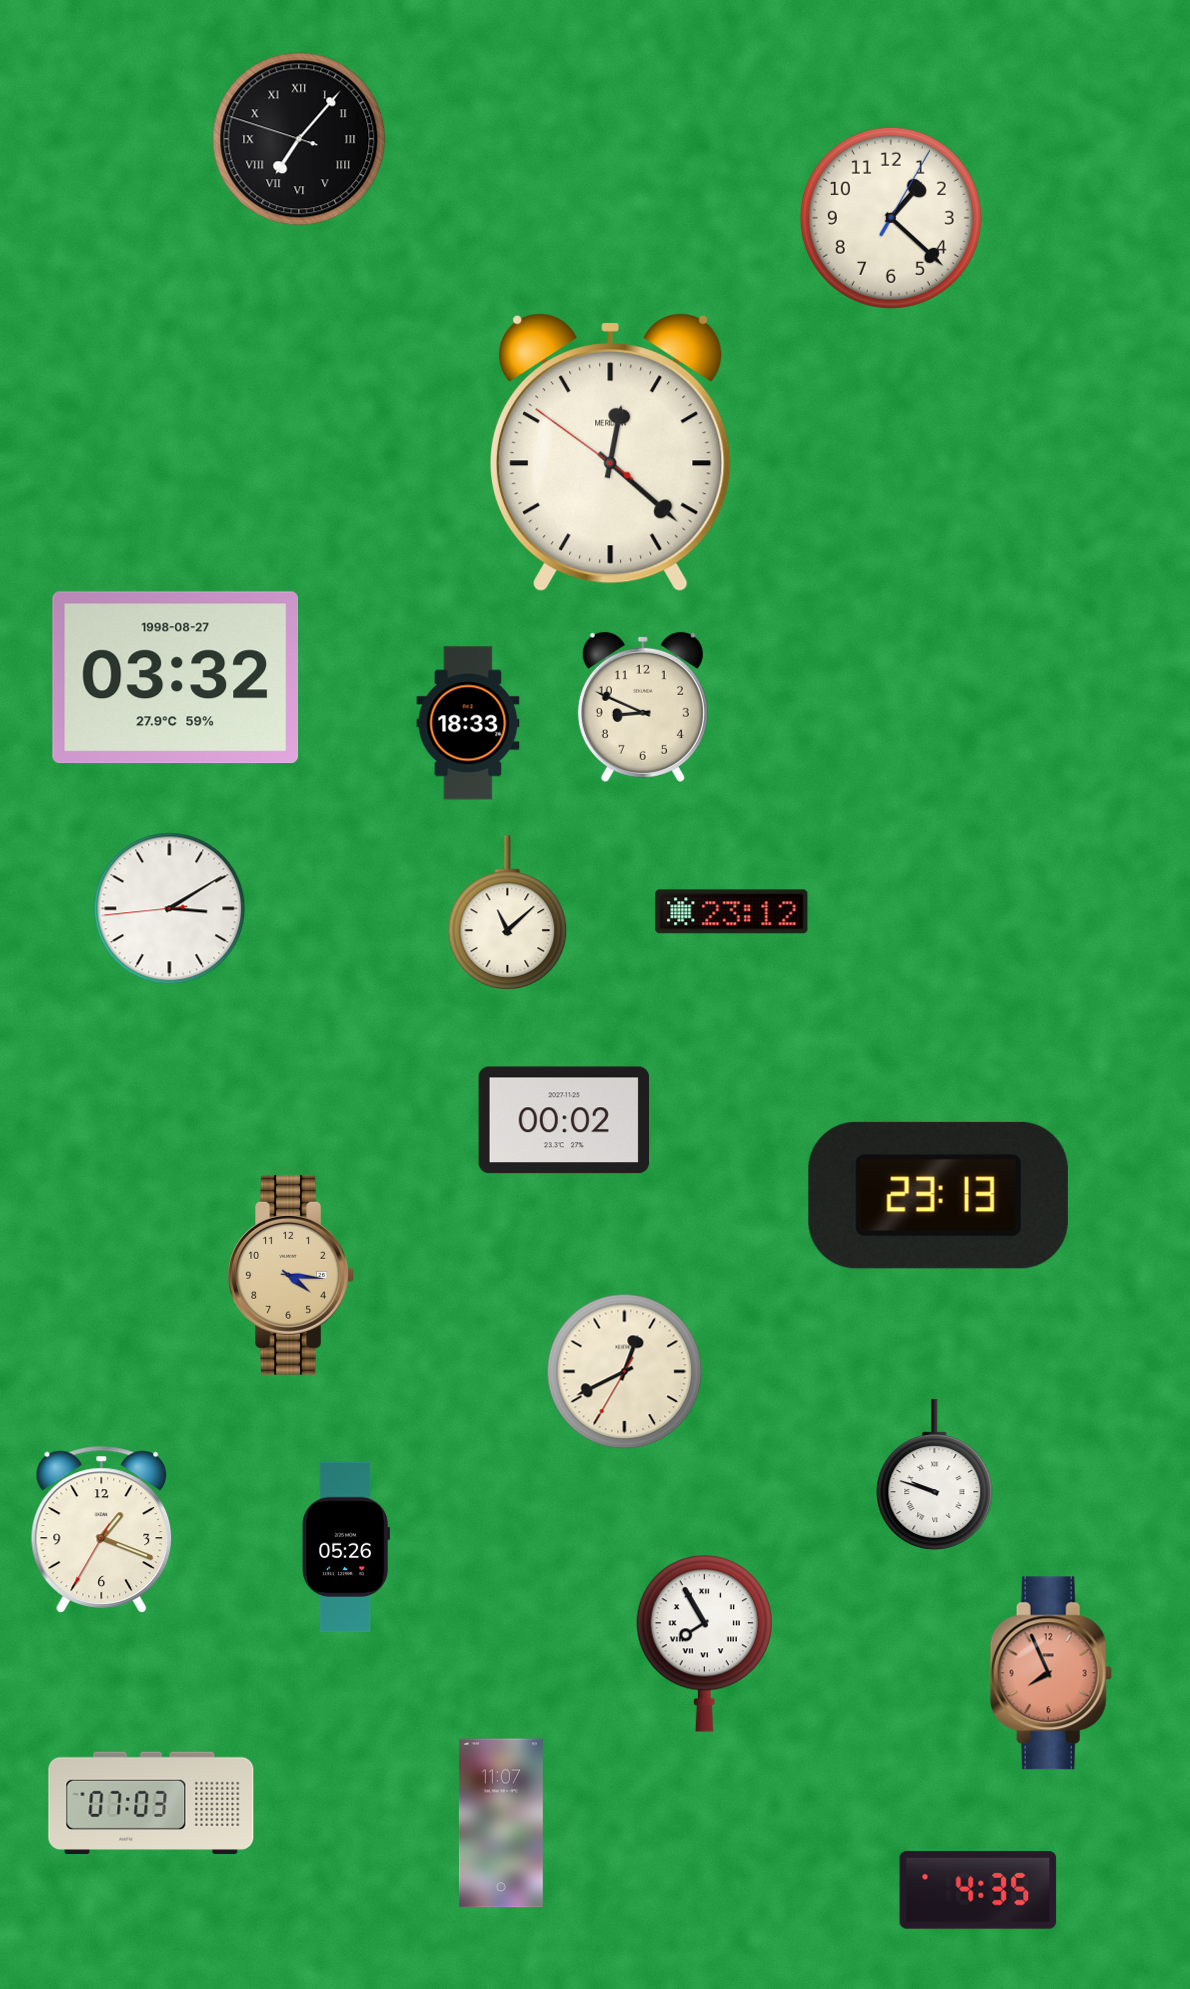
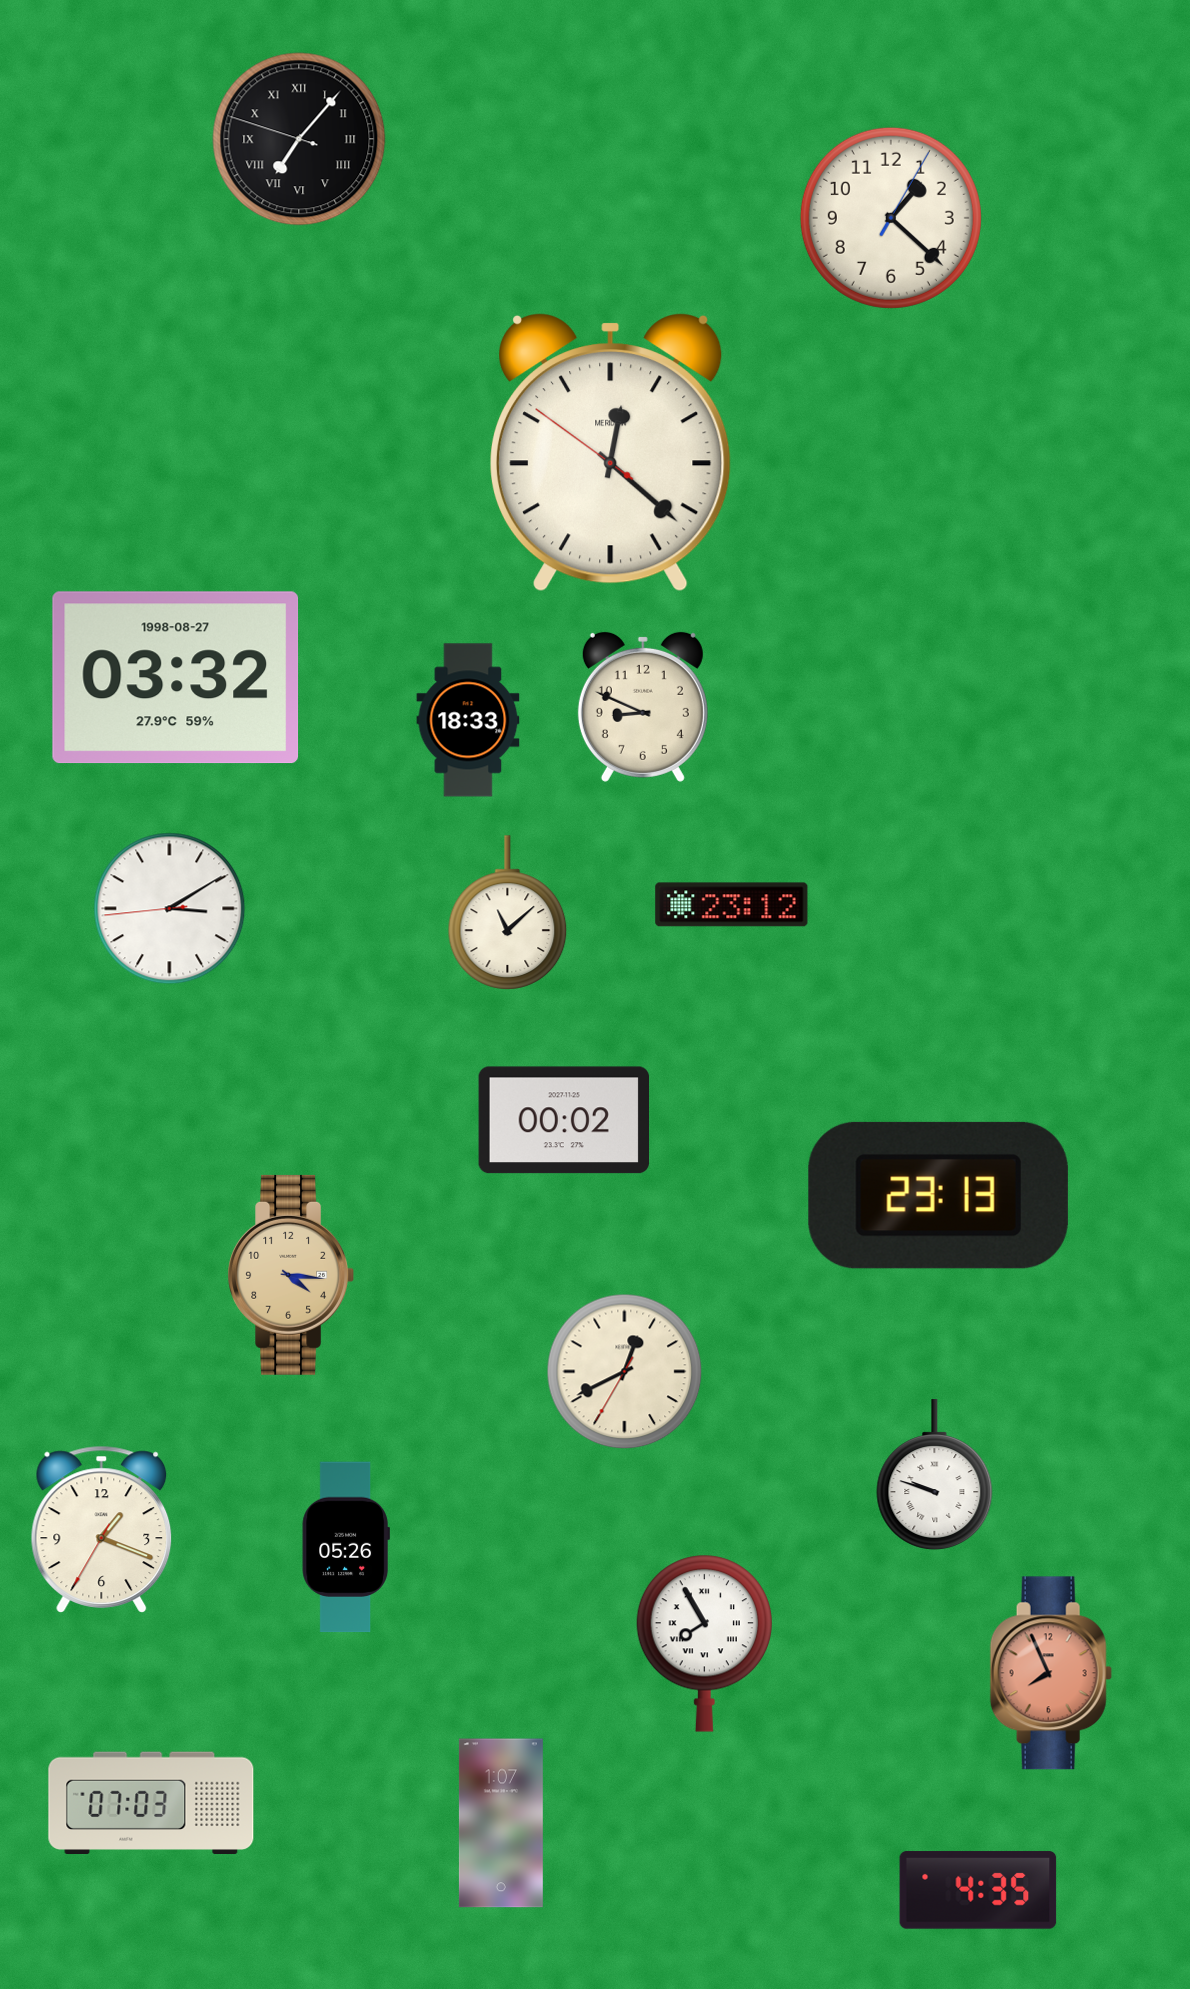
clock at (468, 723) position: (468, 723) -> (468, 720)
clock at (732, 912) position: (732, 912) -> (732, 905)
clock at (501, 1823): 11:07 -> 1:07
